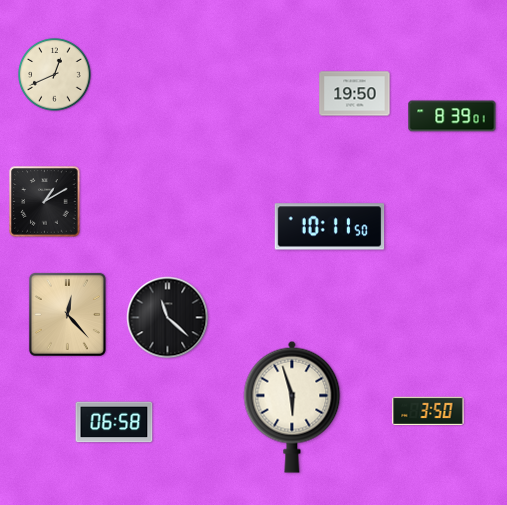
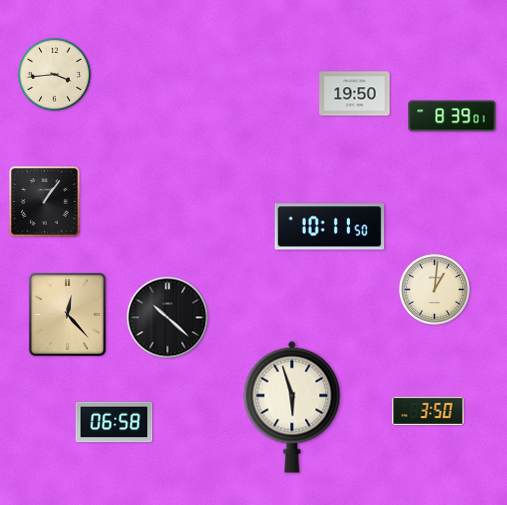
clock at (55, 75): 12:41 -> 3:44
clock at (45, 202): 1:10 -> 1:06
clock at (435, 290): none -> 1:01
clock at (168, 318): 11:22 -> 10:22
